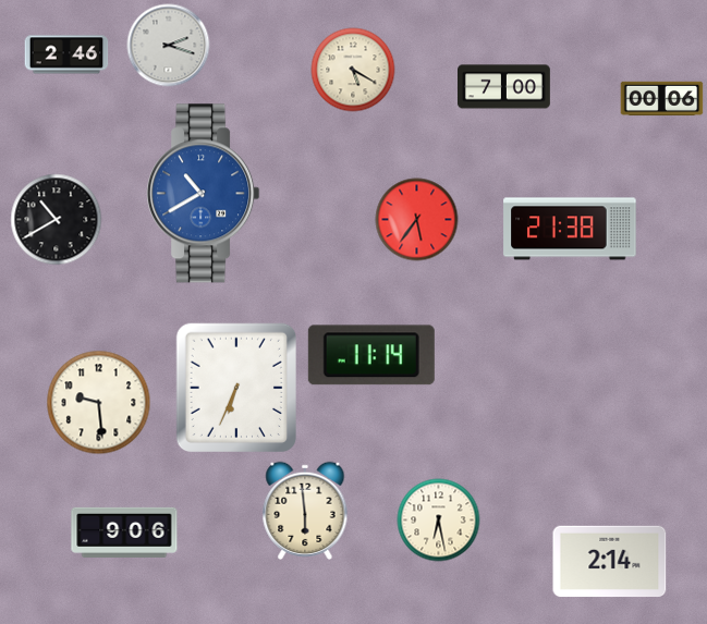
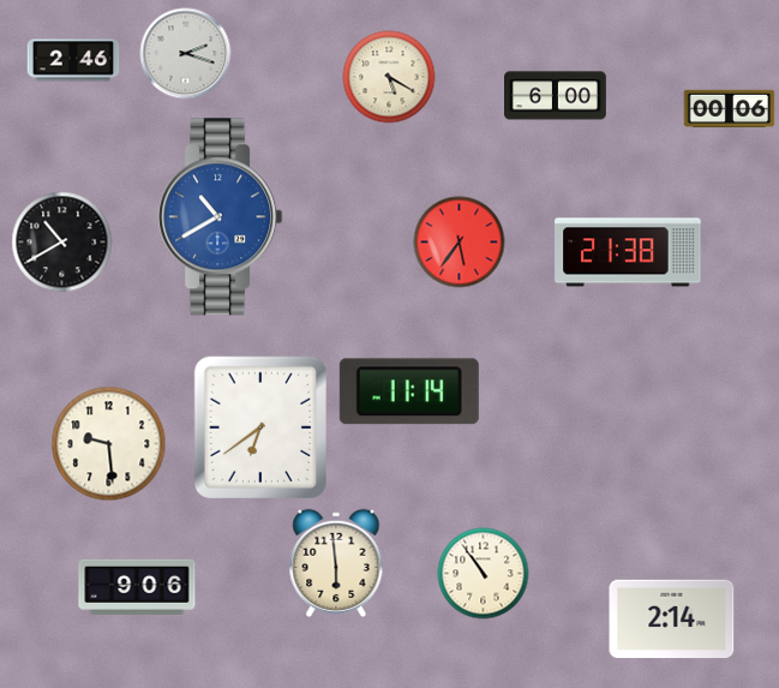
clock at (169, 46) position: (169, 46) -> (186, 54)
clock at (504, 87): 7:00 -> 6:00
clock at (204, 194) position: (204, 194) -> (221, 217)
clock at (235, 387): 6:34 -> 6:39
clock at (439, 521): 6:28 -> 10:54
